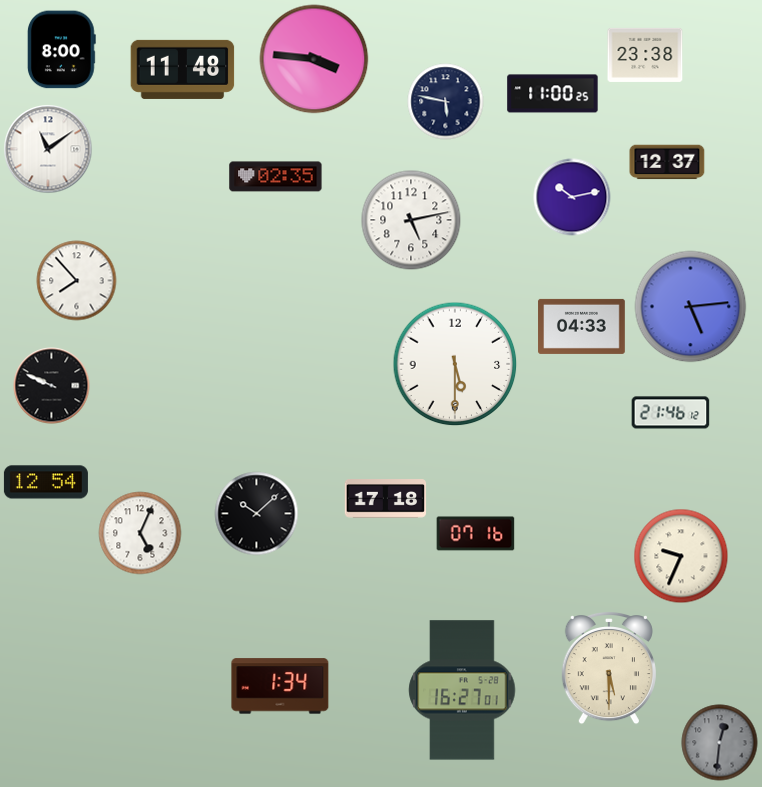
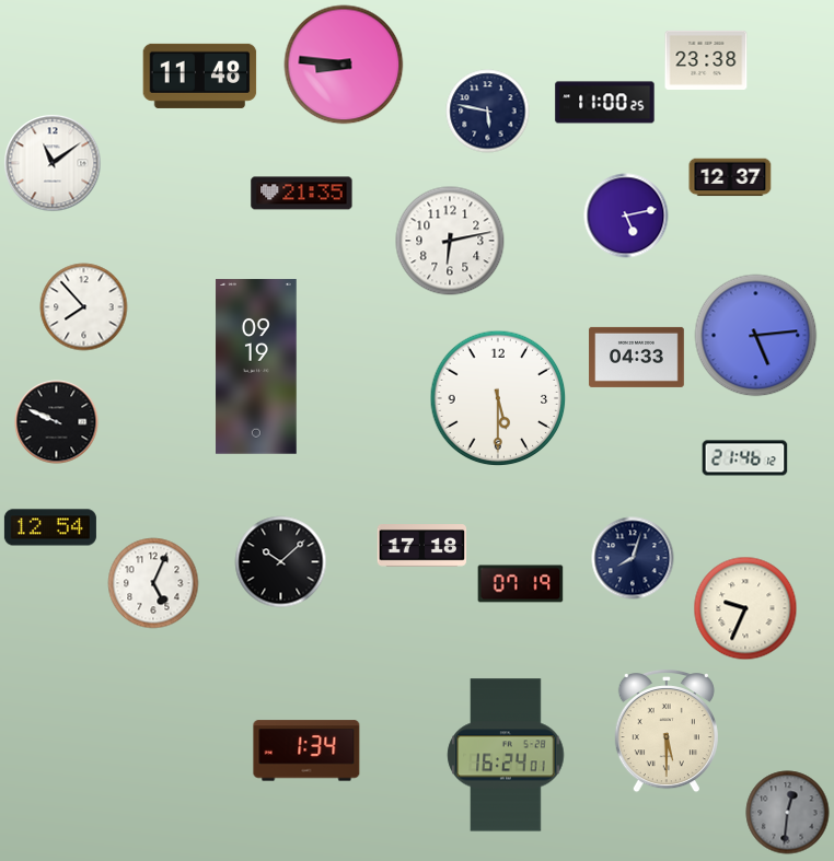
clock at (61, 50): 8:00 -> none
clock at (314, 59): 3:46 -> 8:46
clock at (276, 177): 02:35 -> 21:35
clock at (572, 197): 10:13 -> 5:13
clock at (411, 220): 5:13 -> 6:13
clock at (256, 366): none -> 09:19
clock at (671, 413) position: (671, 413) -> (745, 458)
clock at (633, 558): none -> 8:03
clock at (476, 534): 07:16 -> 07:19
clock at (462, 690): 16:27 -> 16:24
